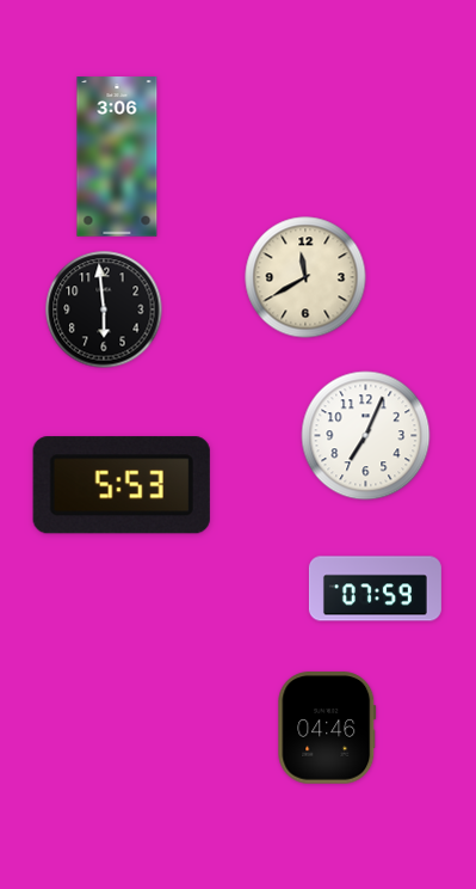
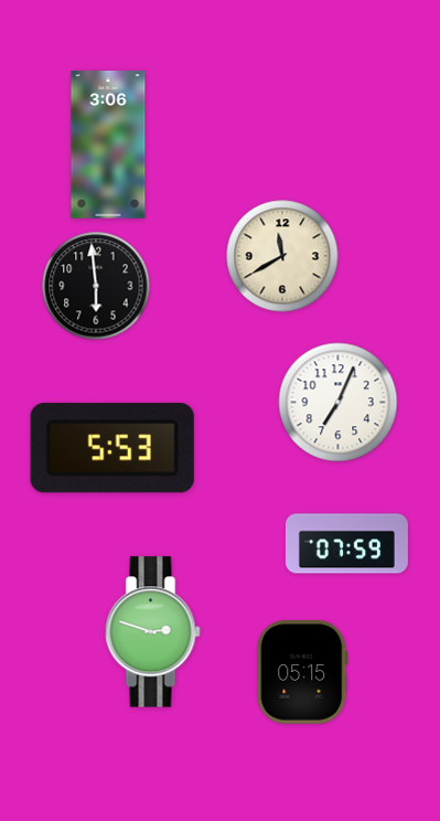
clock at (153, 632): none -> 2:48
clock at (327, 728): 04:46 -> 05:15
